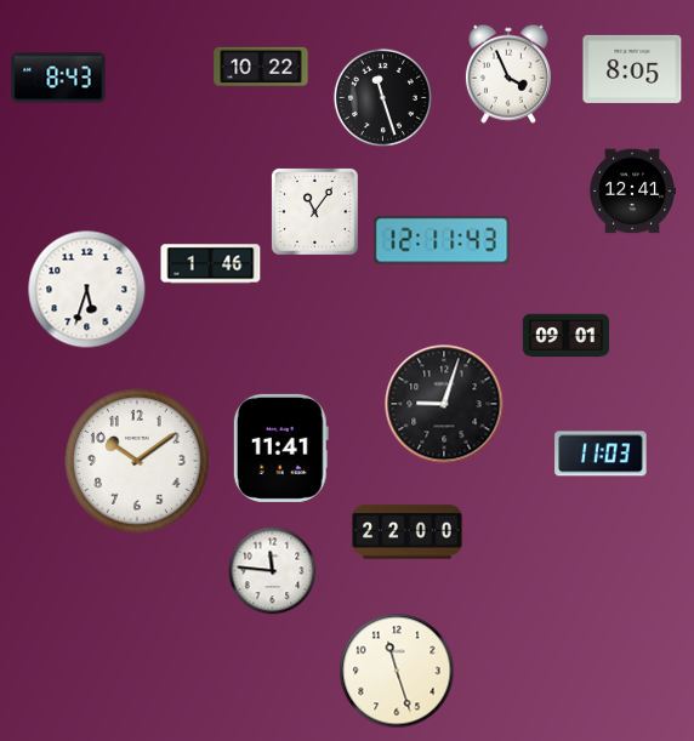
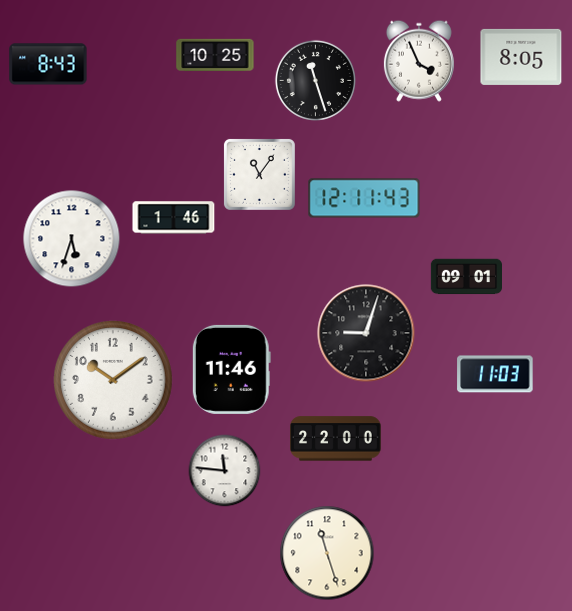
clock at (261, 65): 10:22 -> 10:25
clock at (632, 192): 12:41 -> none
clock at (280, 448): 11:41 -> 11:46
